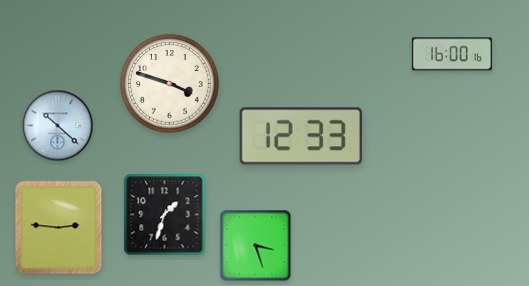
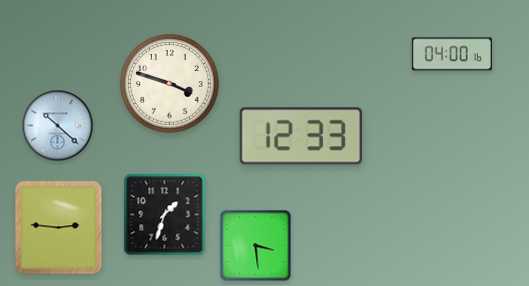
clock at (452, 54): 16:00 -> 04:00
clock at (256, 246): 3:27 -> 3:29
